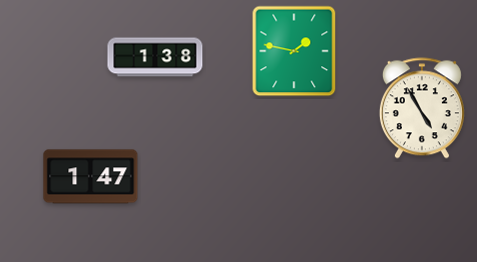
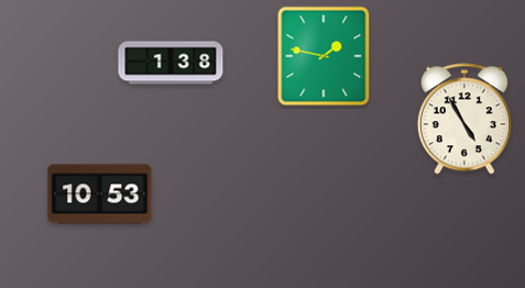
clock at (91, 177): 1:47 -> 10:53
